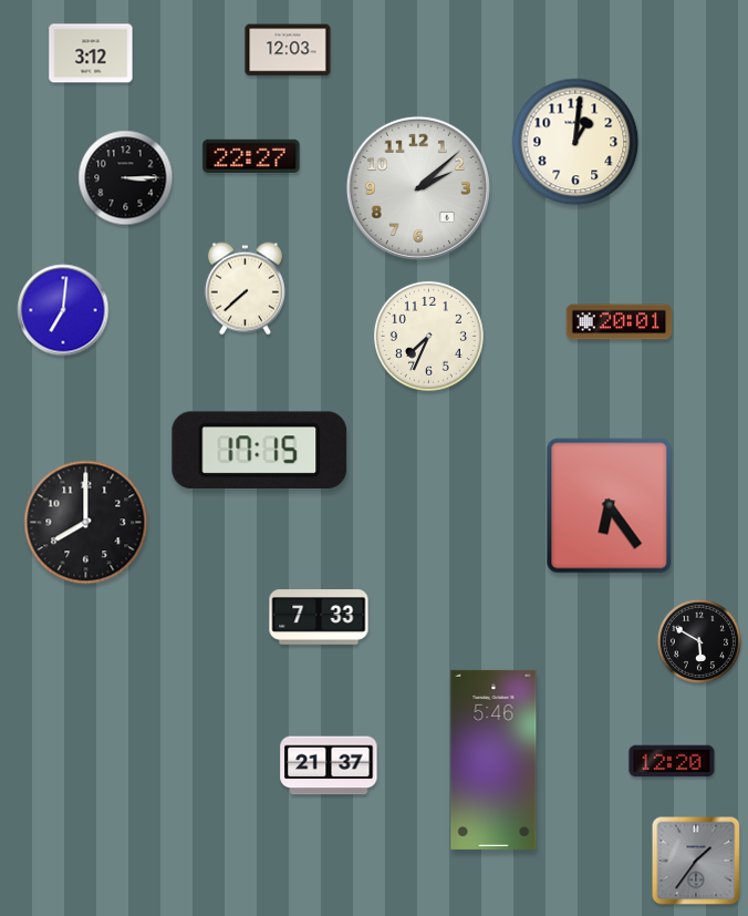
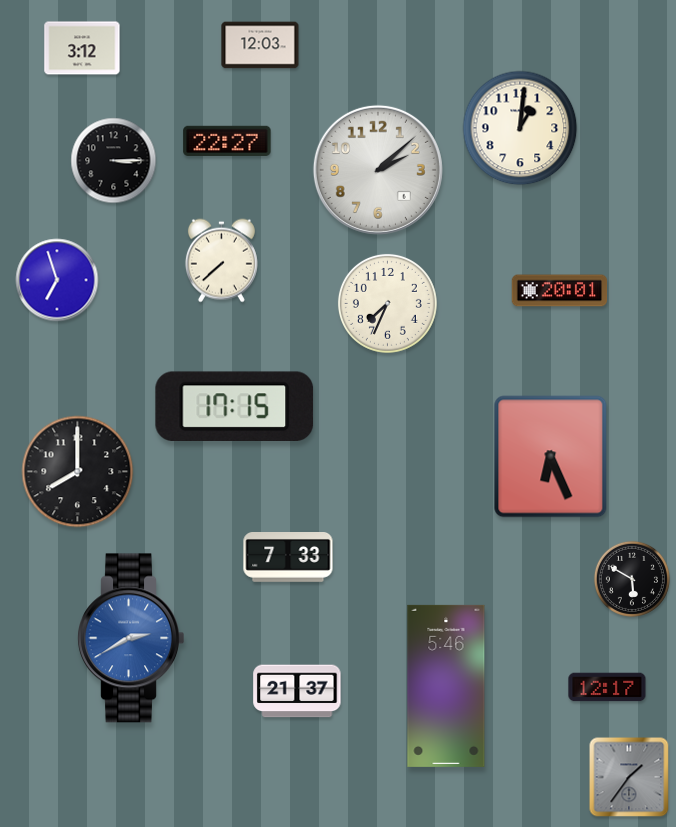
clock at (63, 310): 7:01 -> 6:57
clock at (610, 506): 6:24 -> 6:26
clock at (130, 638): none -> 2:40
clock at (672, 761): 12:20 -> 12:17
